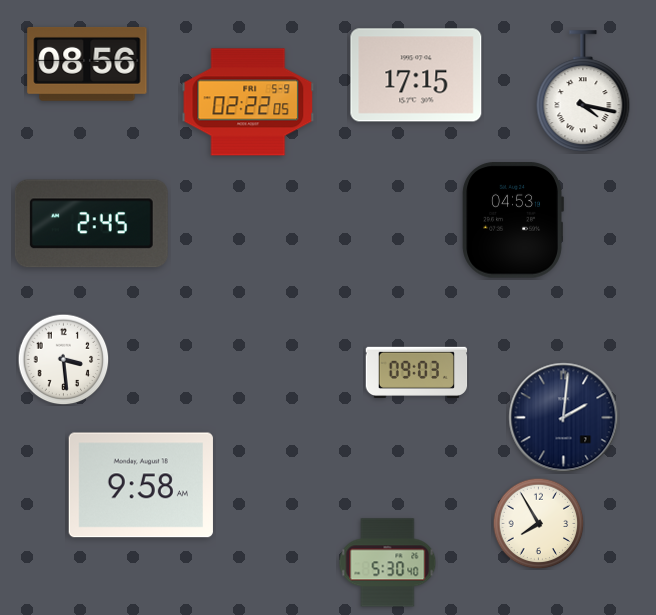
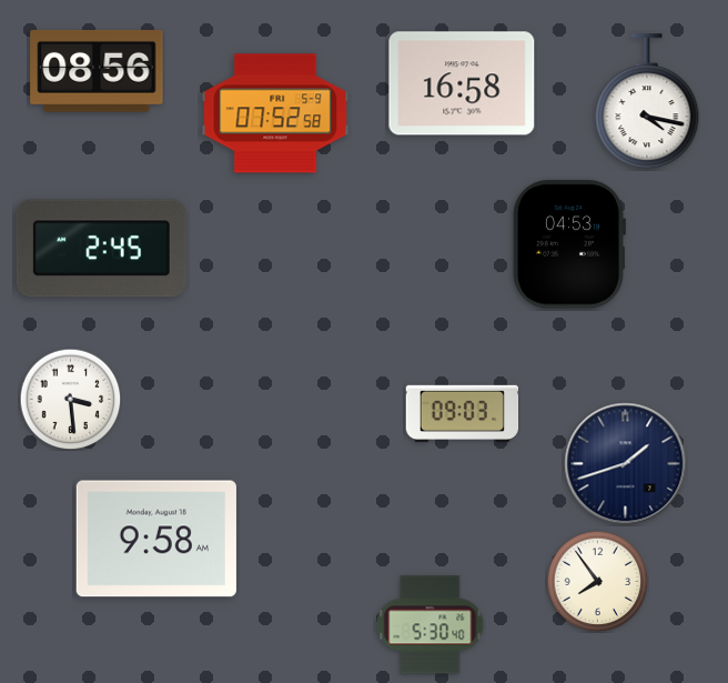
clock at (416, 75): 17:15 -> 16:58
clock at (248, 102): 02:22 -> 07:52
clock at (564, 418): 2:01 -> 1:42
clock at (538, 523): 7:55 -> 7:54
